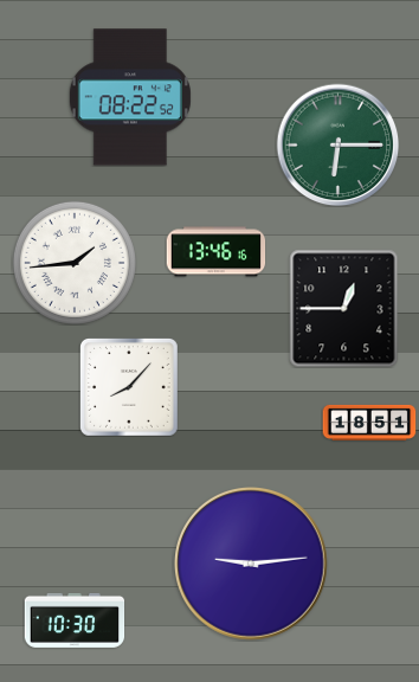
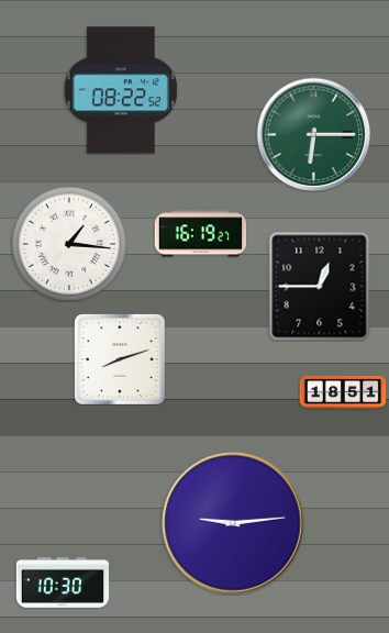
clock at (215, 252): 13:46 -> 16:19
clock at (75, 263): 1:44 -> 1:16
clock at (129, 387): 8:07 -> 8:12
clock at (75, 620) position: (75, 620) -> (63, 582)
